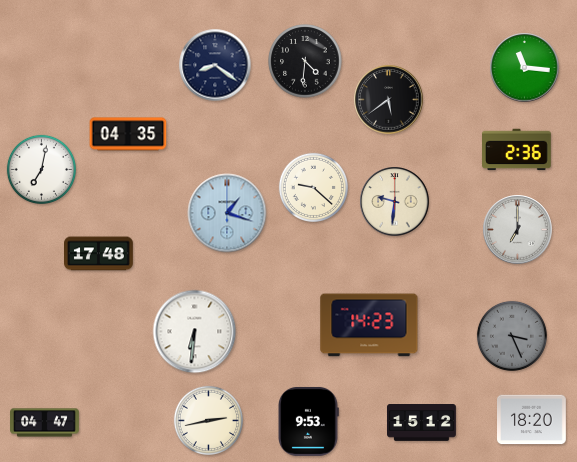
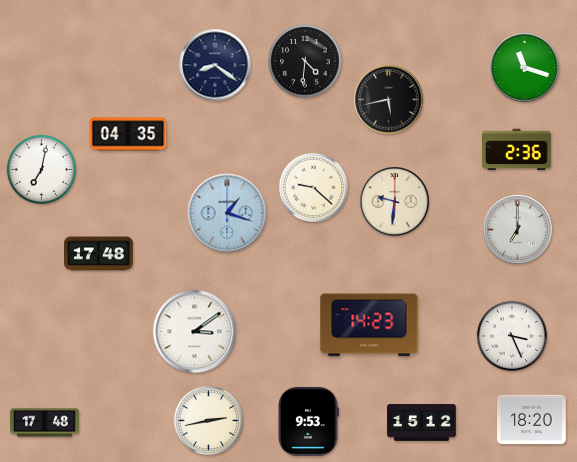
clock at (525, 68): 11:16 -> 11:18
clock at (389, 100): 5:39 -> 5:43
clock at (195, 332): 6:31 -> 3:09
clock at (512, 336) dial: grey -> white
clock at (45, 423): 04:47 -> 17:48
